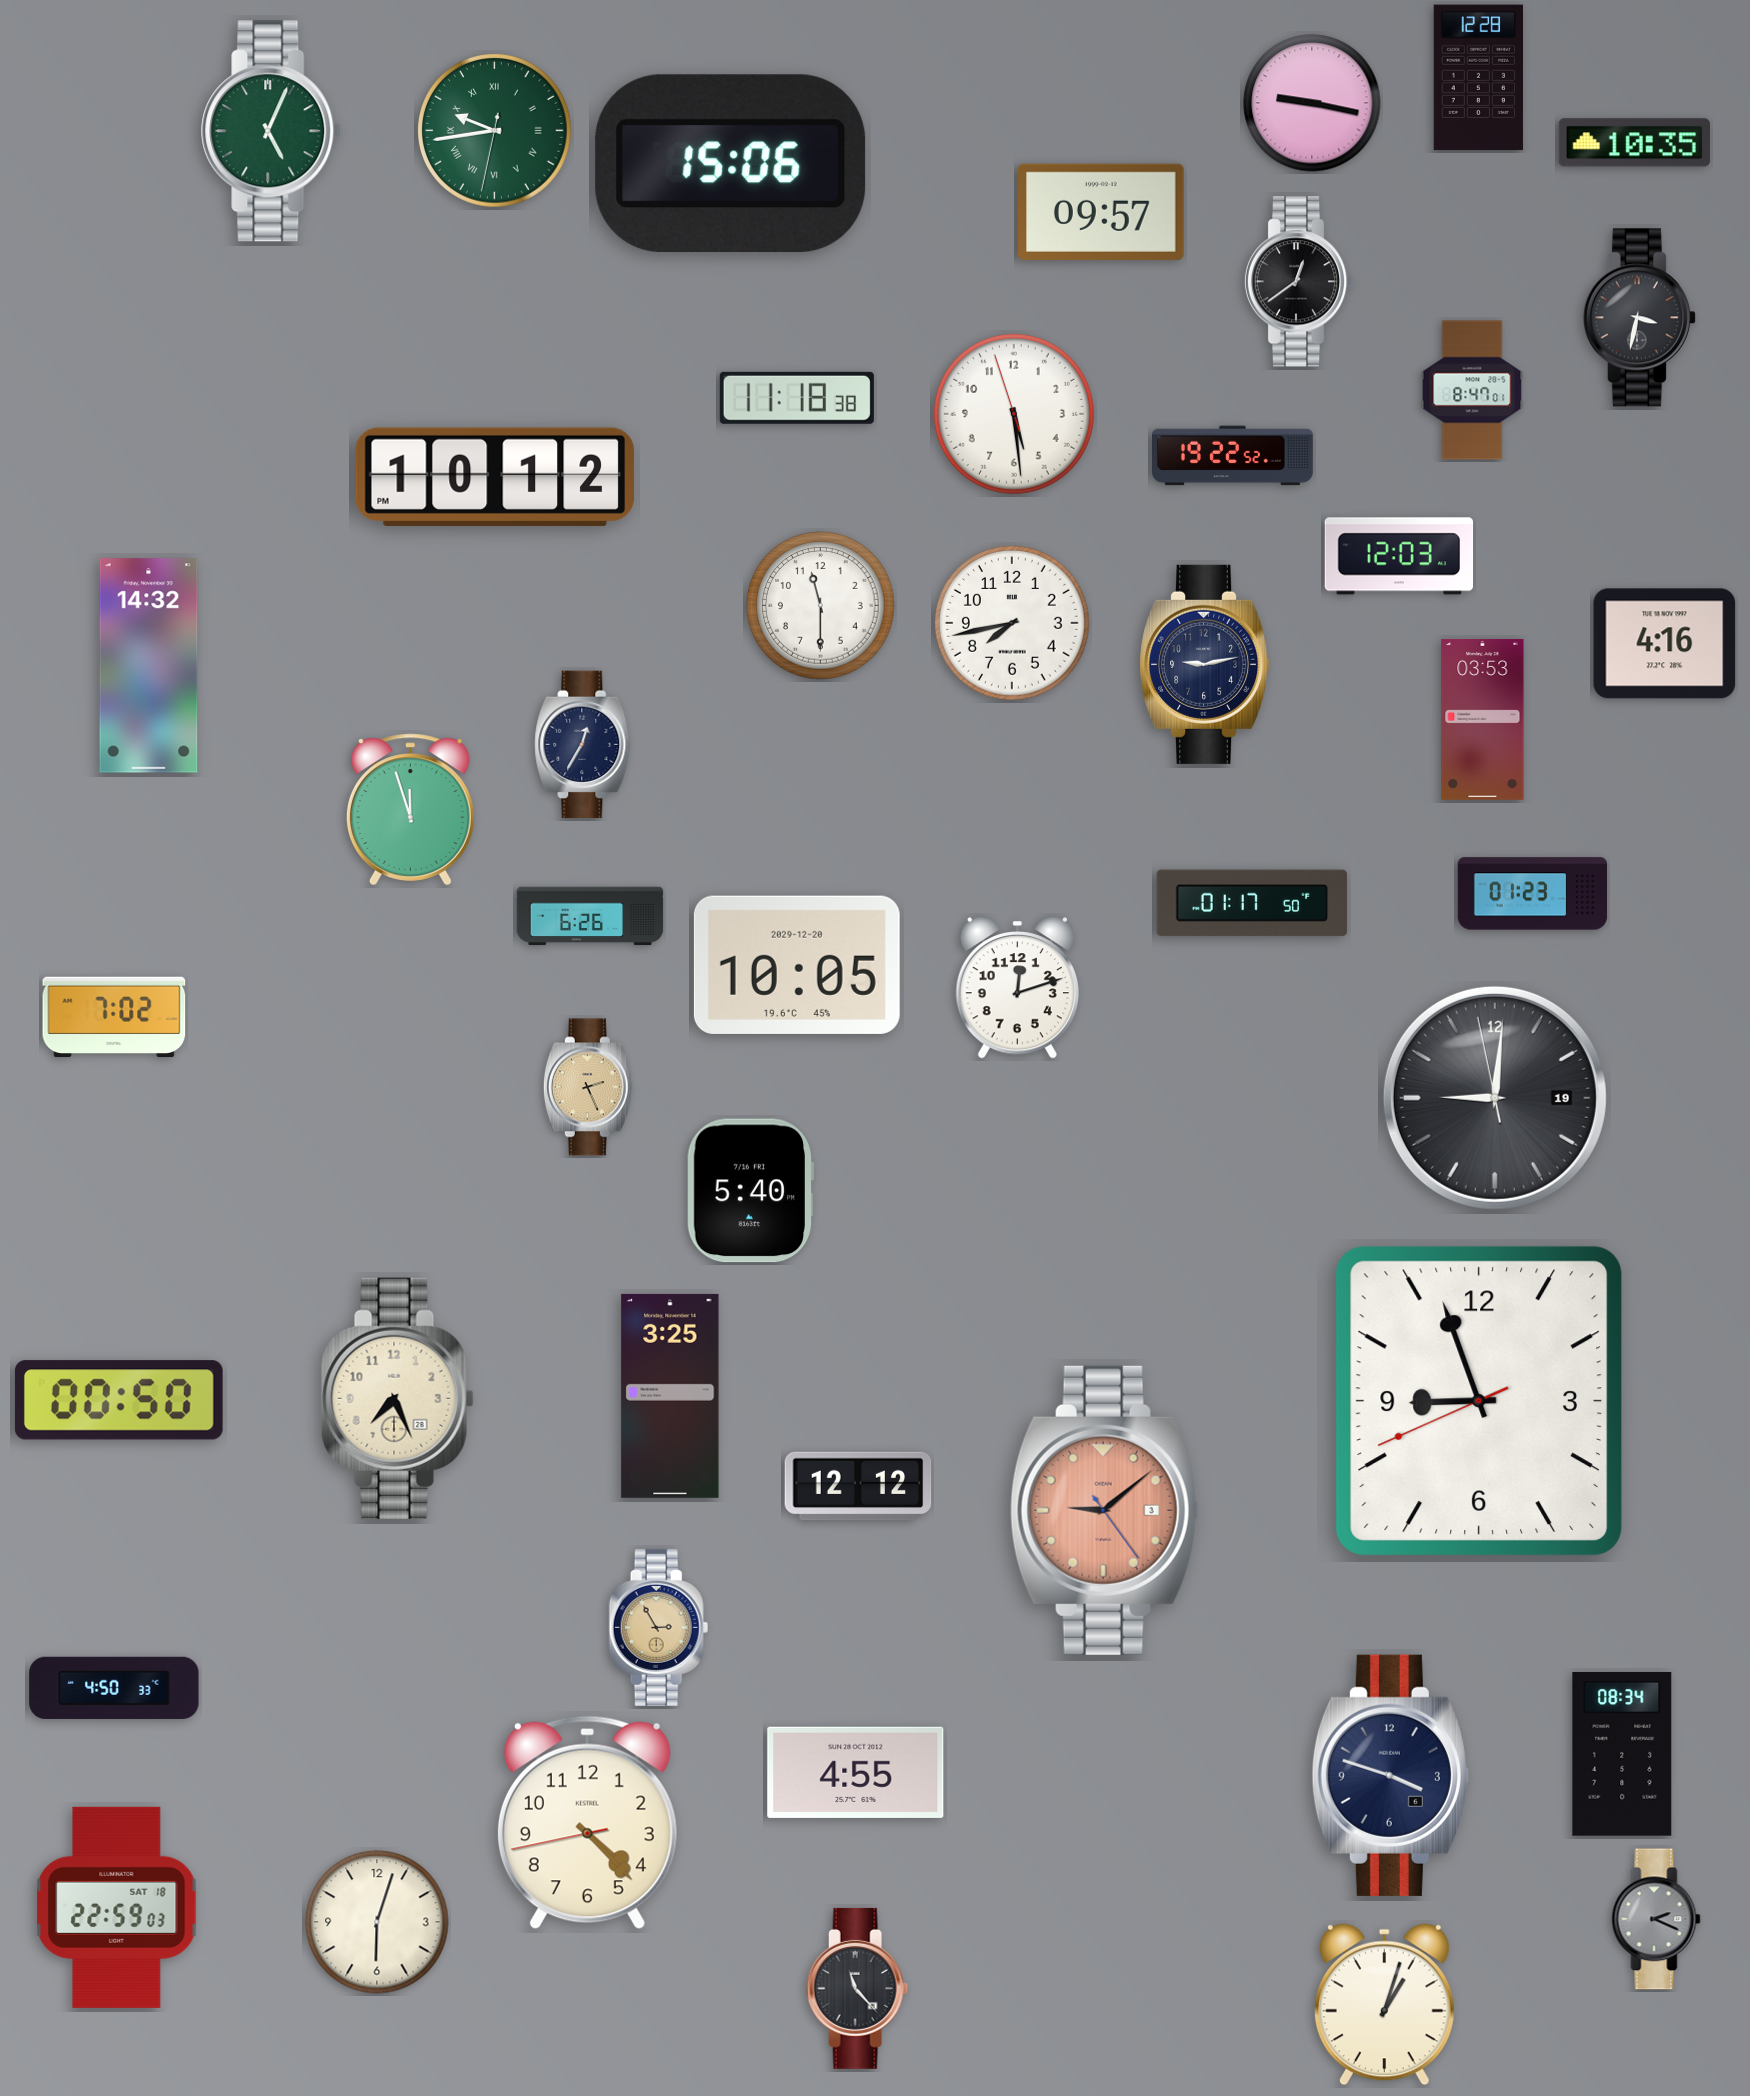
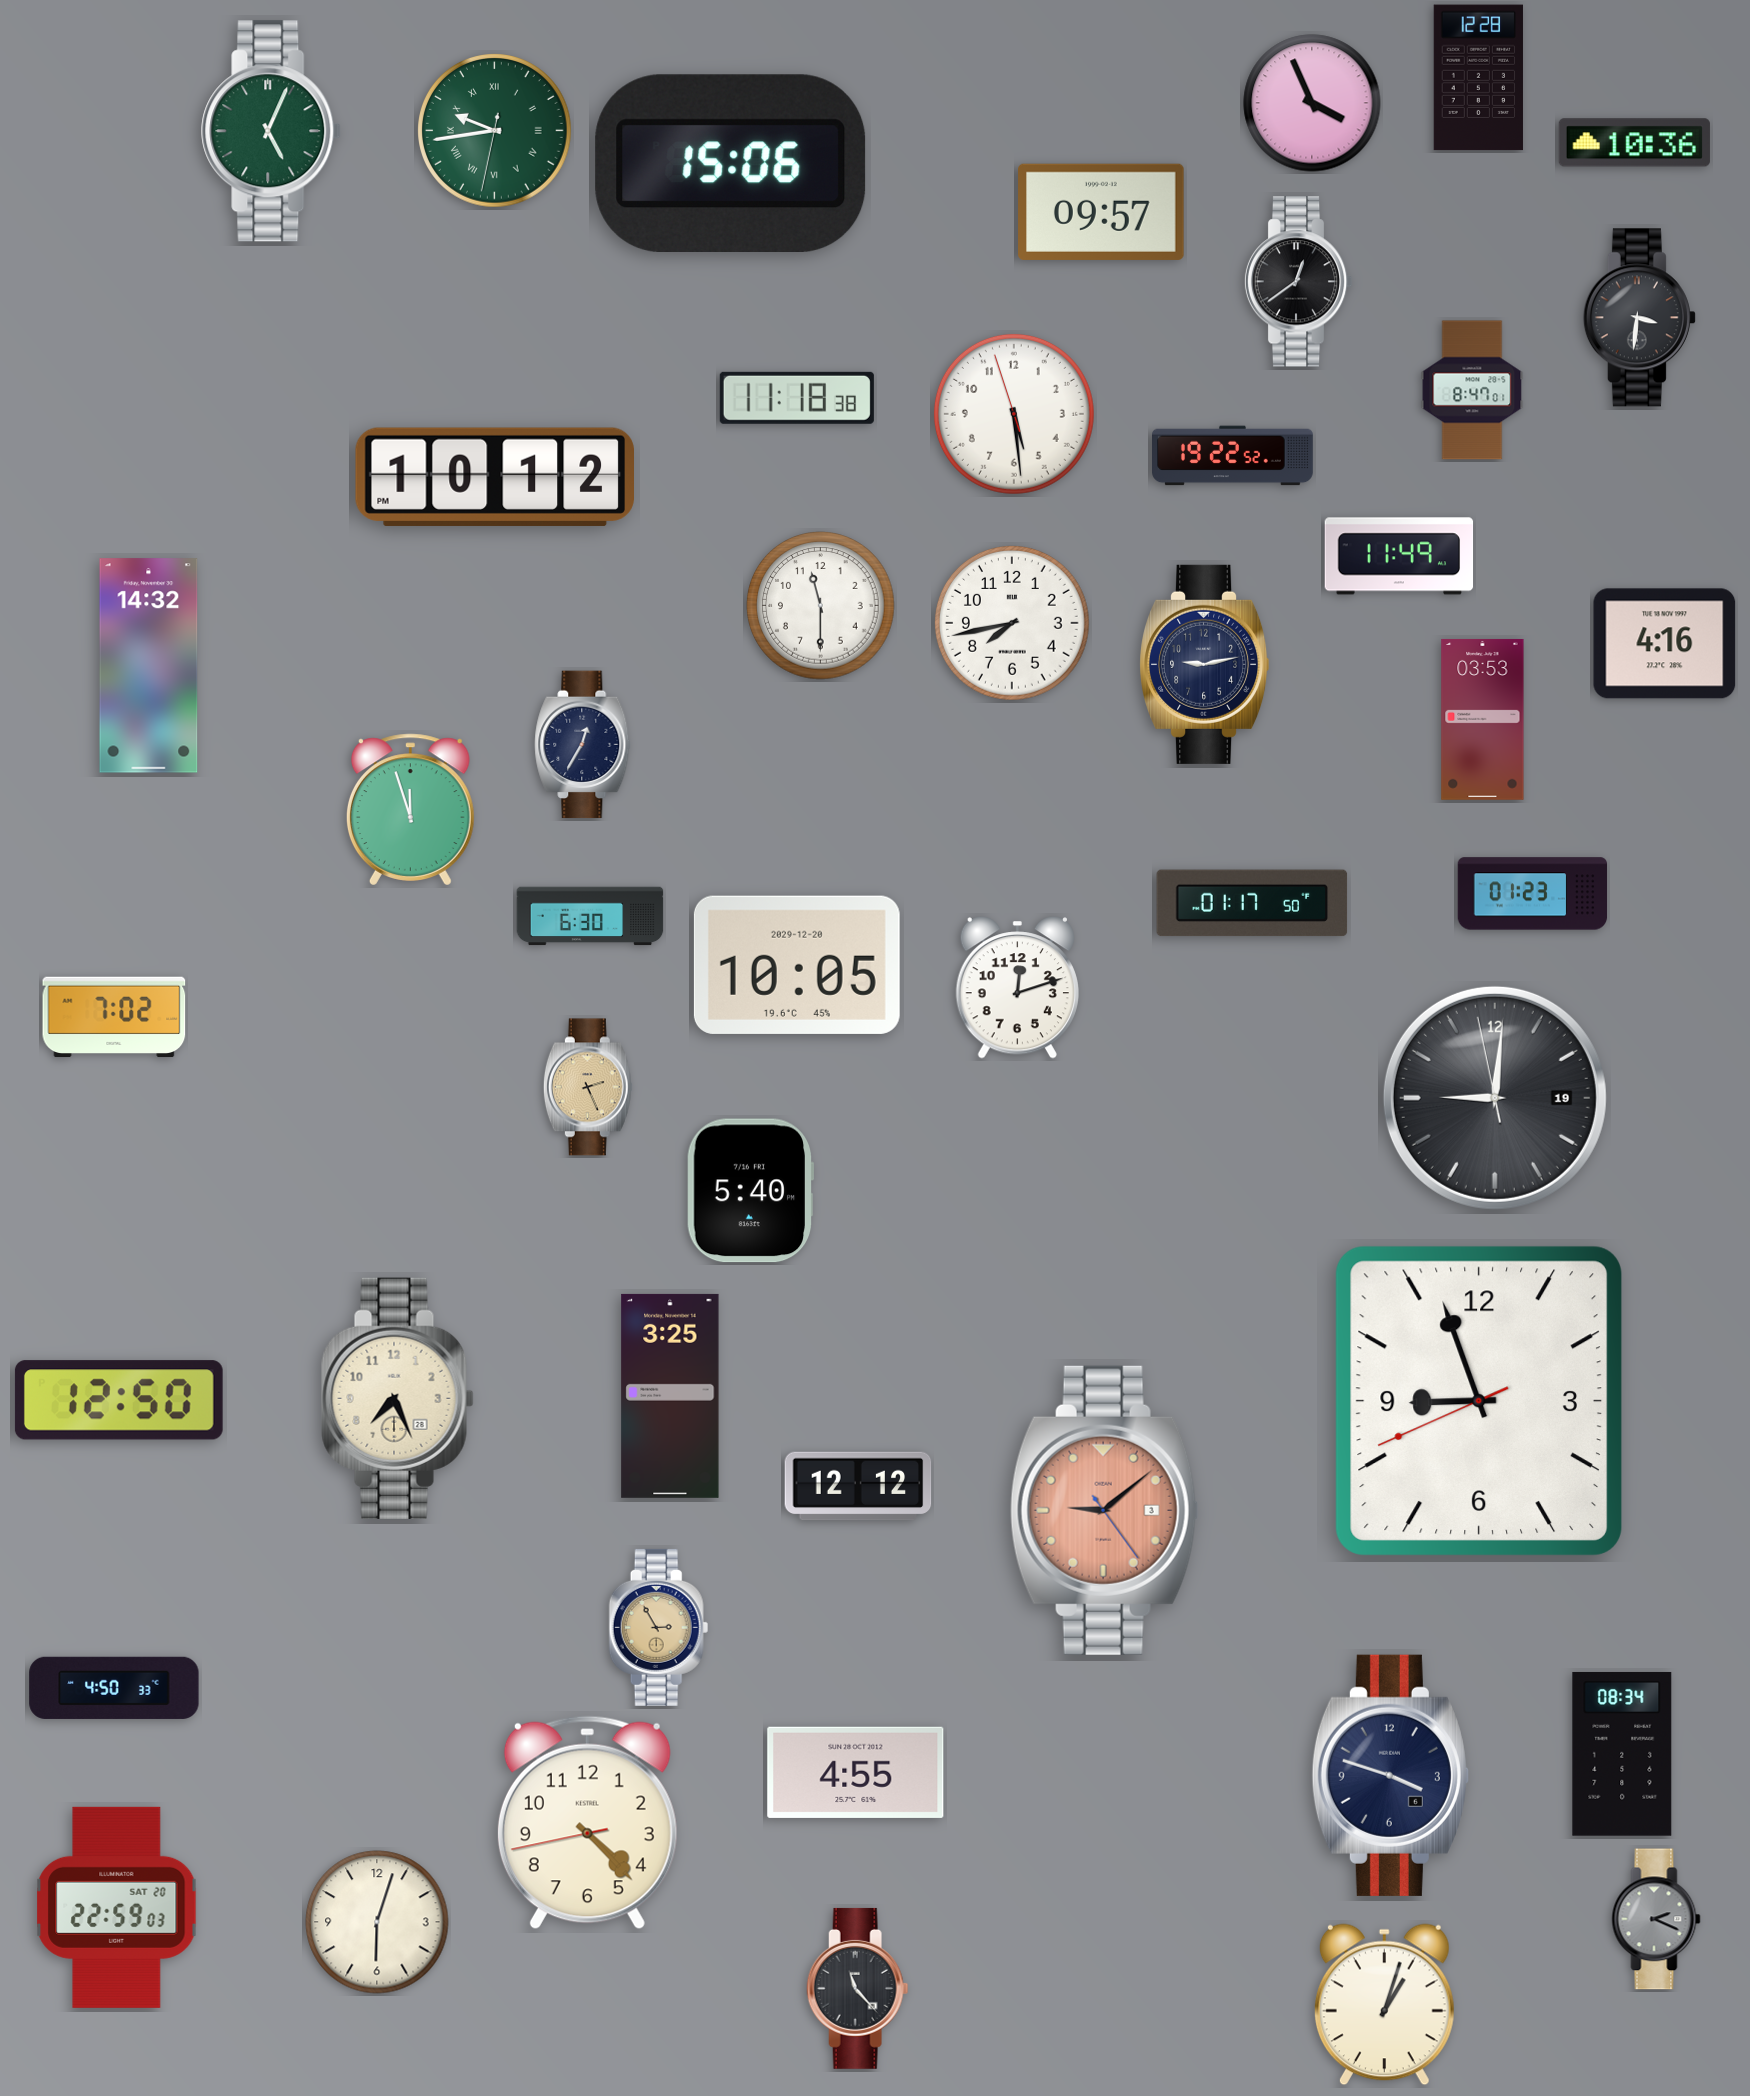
clock at (1312, 103): 9:17 -> 3:56
clock at (1634, 143): 10:35 -> 10:36
clock at (1639, 318): 3:32 -> 3:31
clock at (1399, 556): 12:03 -> 11:49
clock at (590, 916): 6:26 -> 6:30
clock at (119, 1400): 00:50 -> 12:50
clock at (117, 1907) date: SAT 18 -> SAT 20
